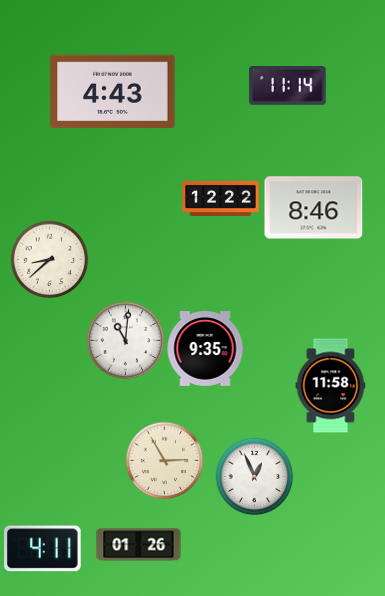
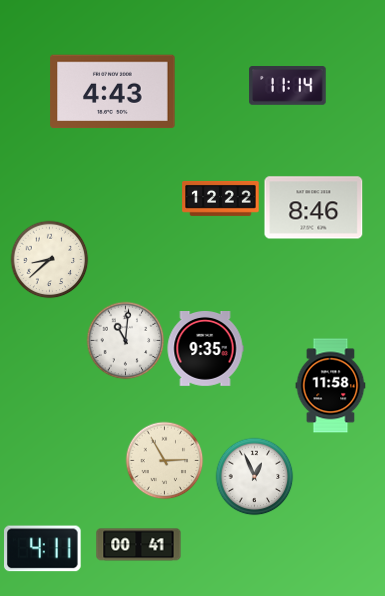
clock at (139, 545): 01:26 -> 00:41
